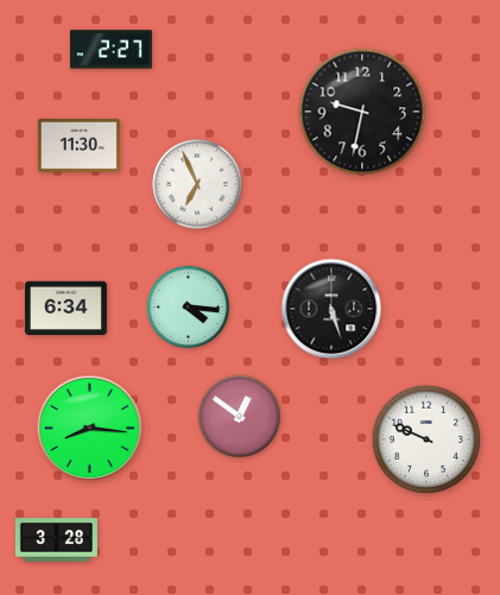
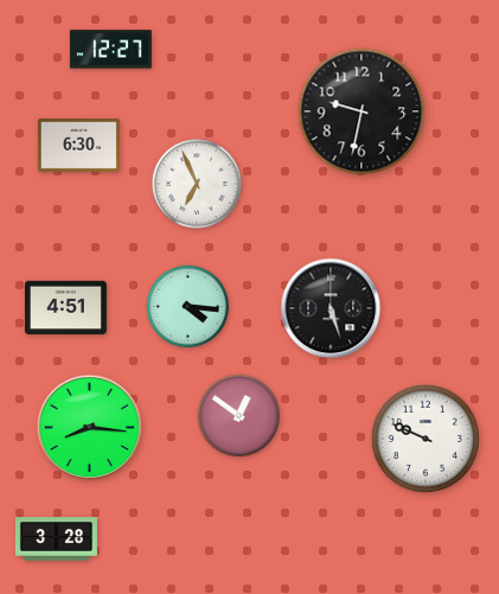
clock at (110, 50): 2:27 -> 12:27
clock at (78, 146): 11:30 -> 6:30
clock at (65, 309): 6:34 -> 4:51
